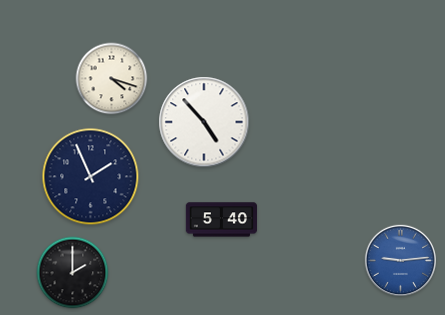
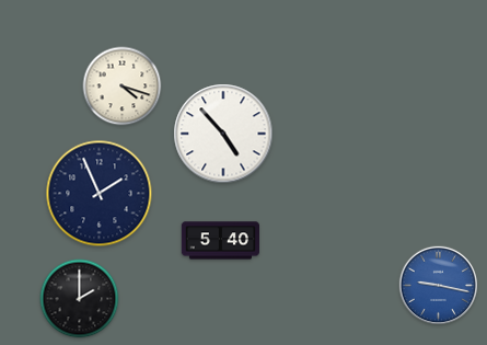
clock at (221, 220) position: (221, 220) -> (220, 241)
clock at (400, 260): 9:14 -> 9:17
